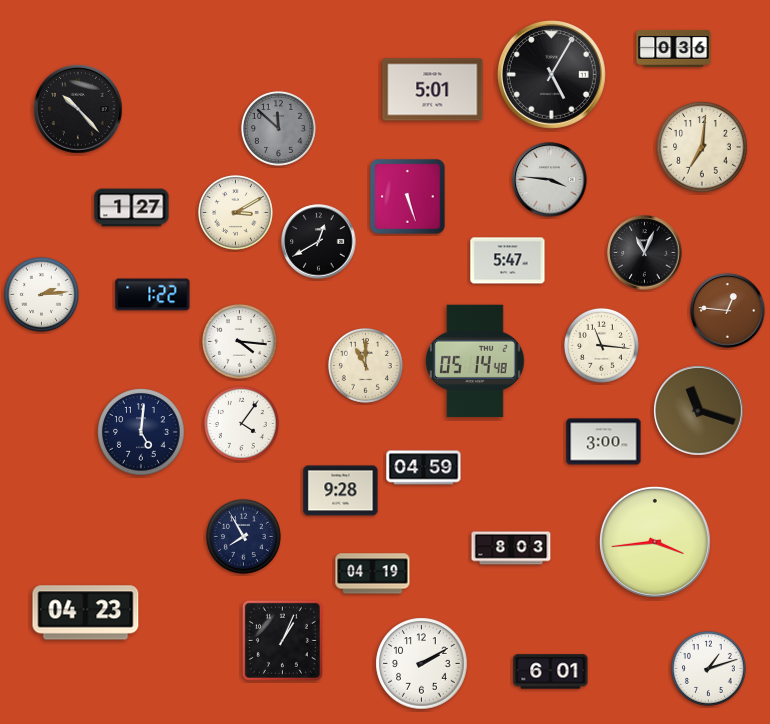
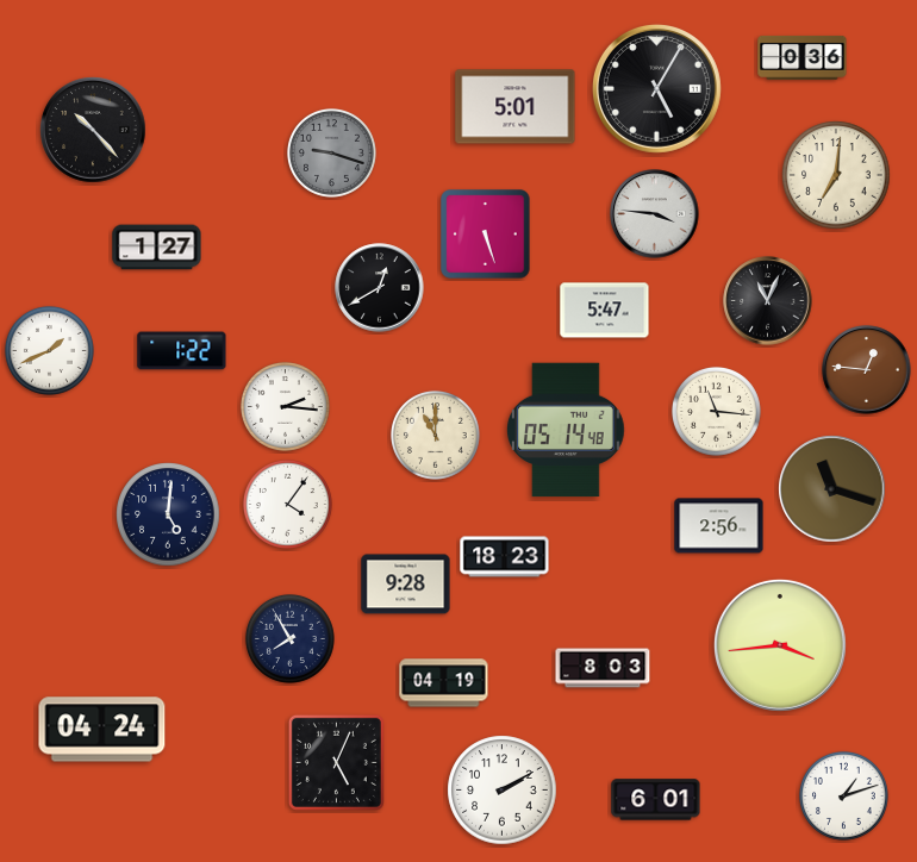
clock at (278, 128): 11:52 -> 9:18
clock at (235, 212): 3:10 -> none
clock at (41, 294): 2:14 -> 1:41
clock at (239, 341): 4:16 -> 2:16
clock at (604, 442): 3:00 -> 2:56
clock at (424, 468): 04:59 -> 18:23
clock at (511, 548) position: (511, 548) -> (603, 668)
clock at (86, 613): 04:23 -> 04:24
clock at (282, 640): 1:04 -> 5:04
